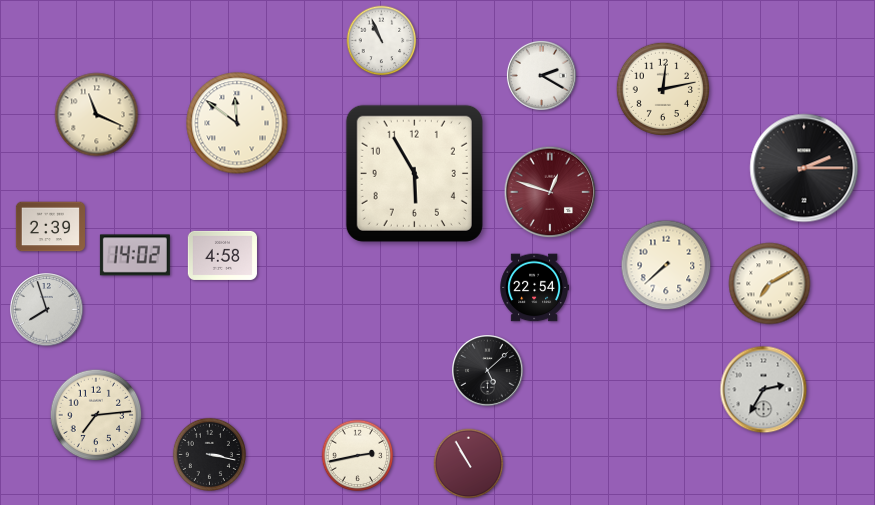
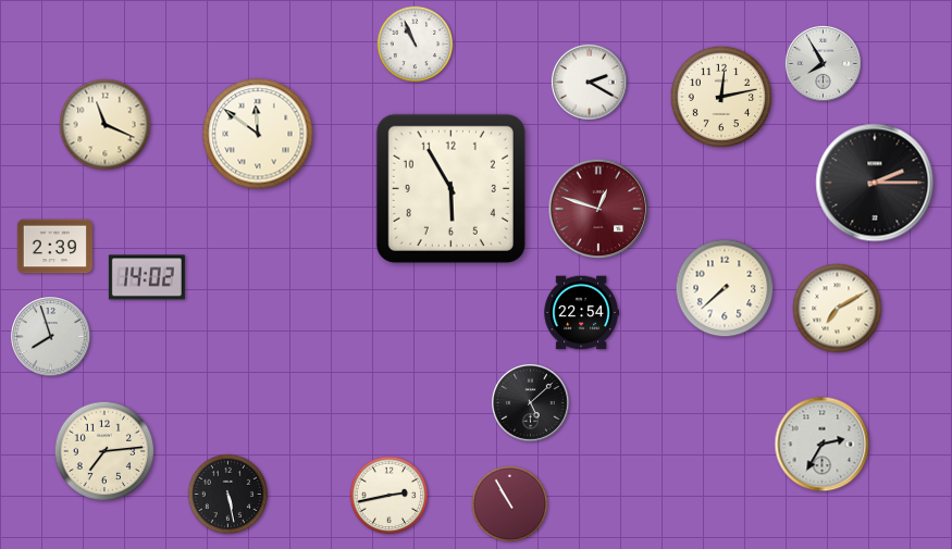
clock at (823, 63): none -> 7:55
clock at (222, 255): 4:58 -> none
clock at (764, 390) position: (764, 390) -> (823, 445)
clock at (209, 454): 3:17 -> 5:28
